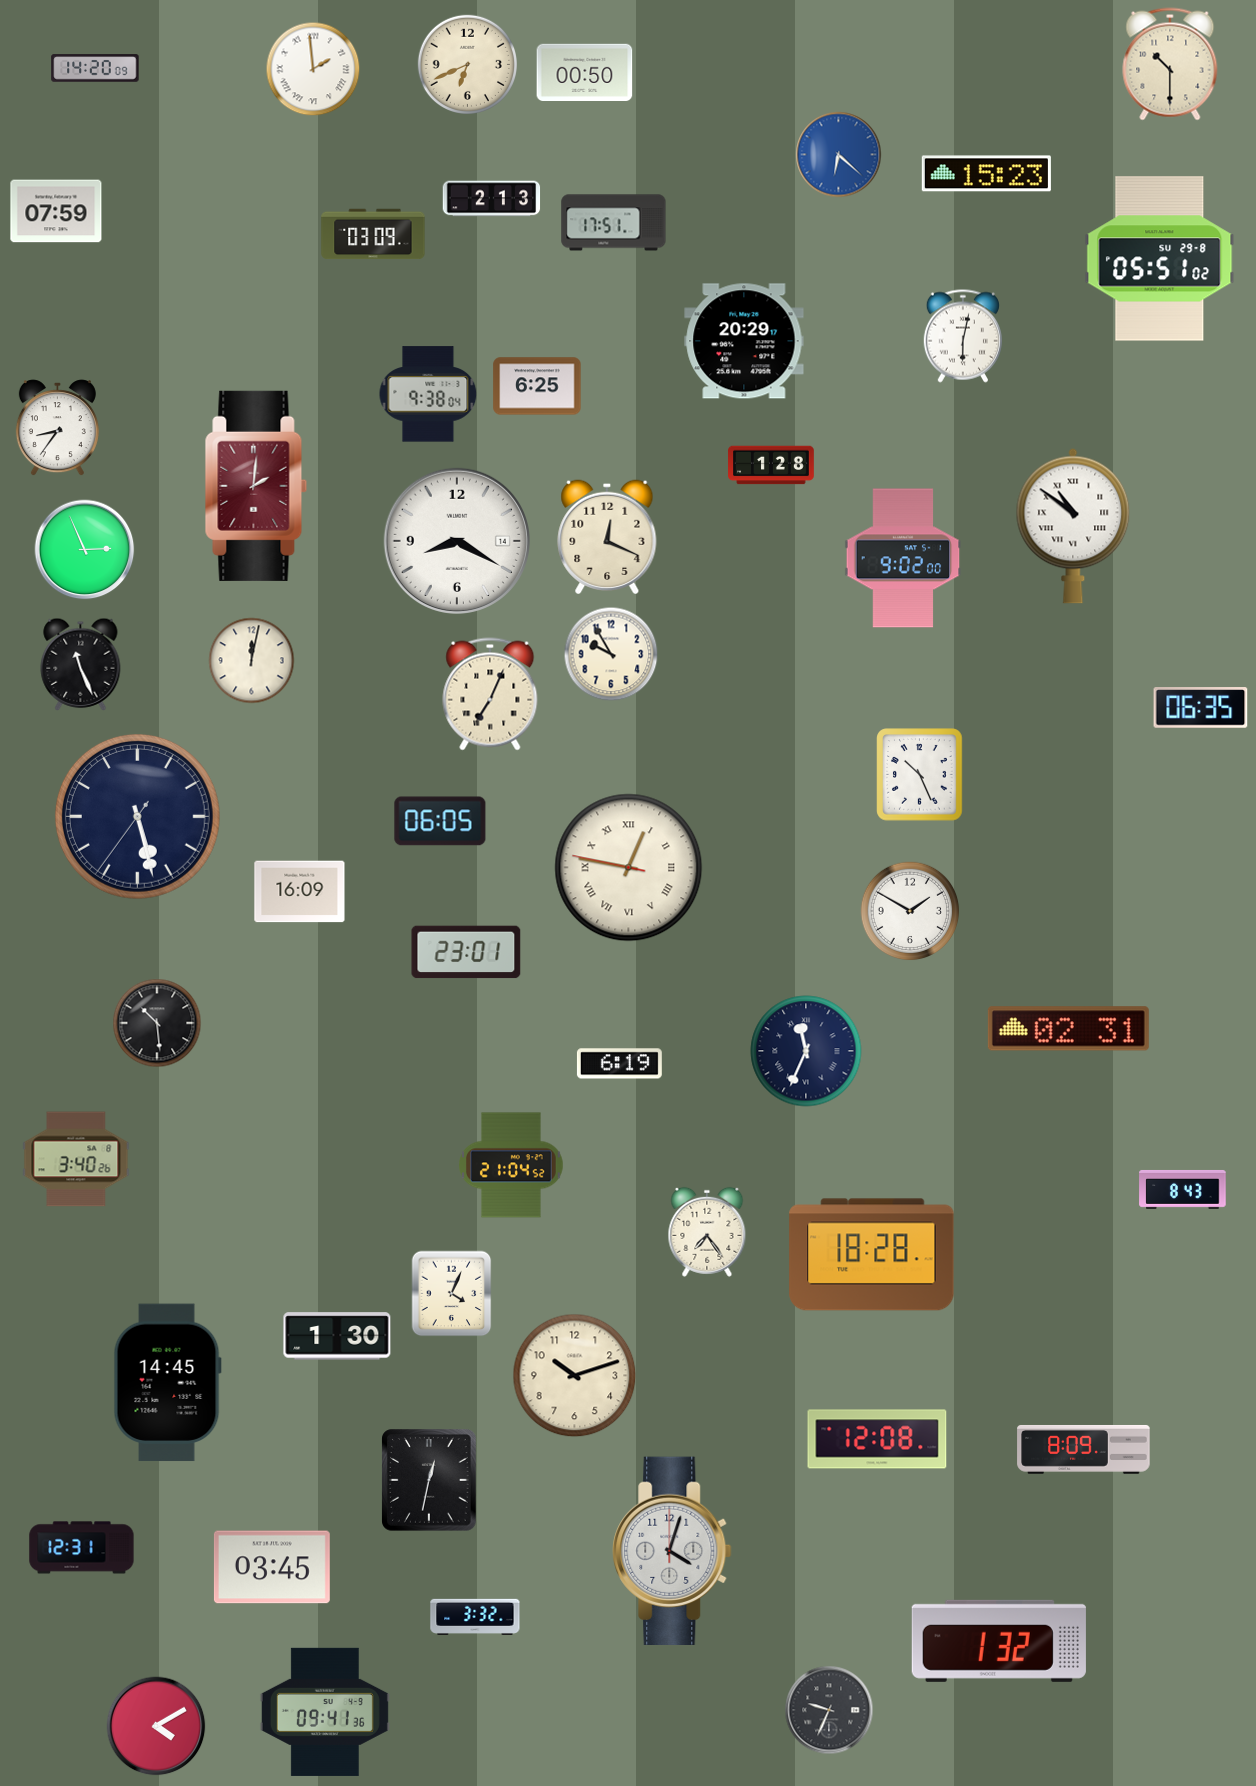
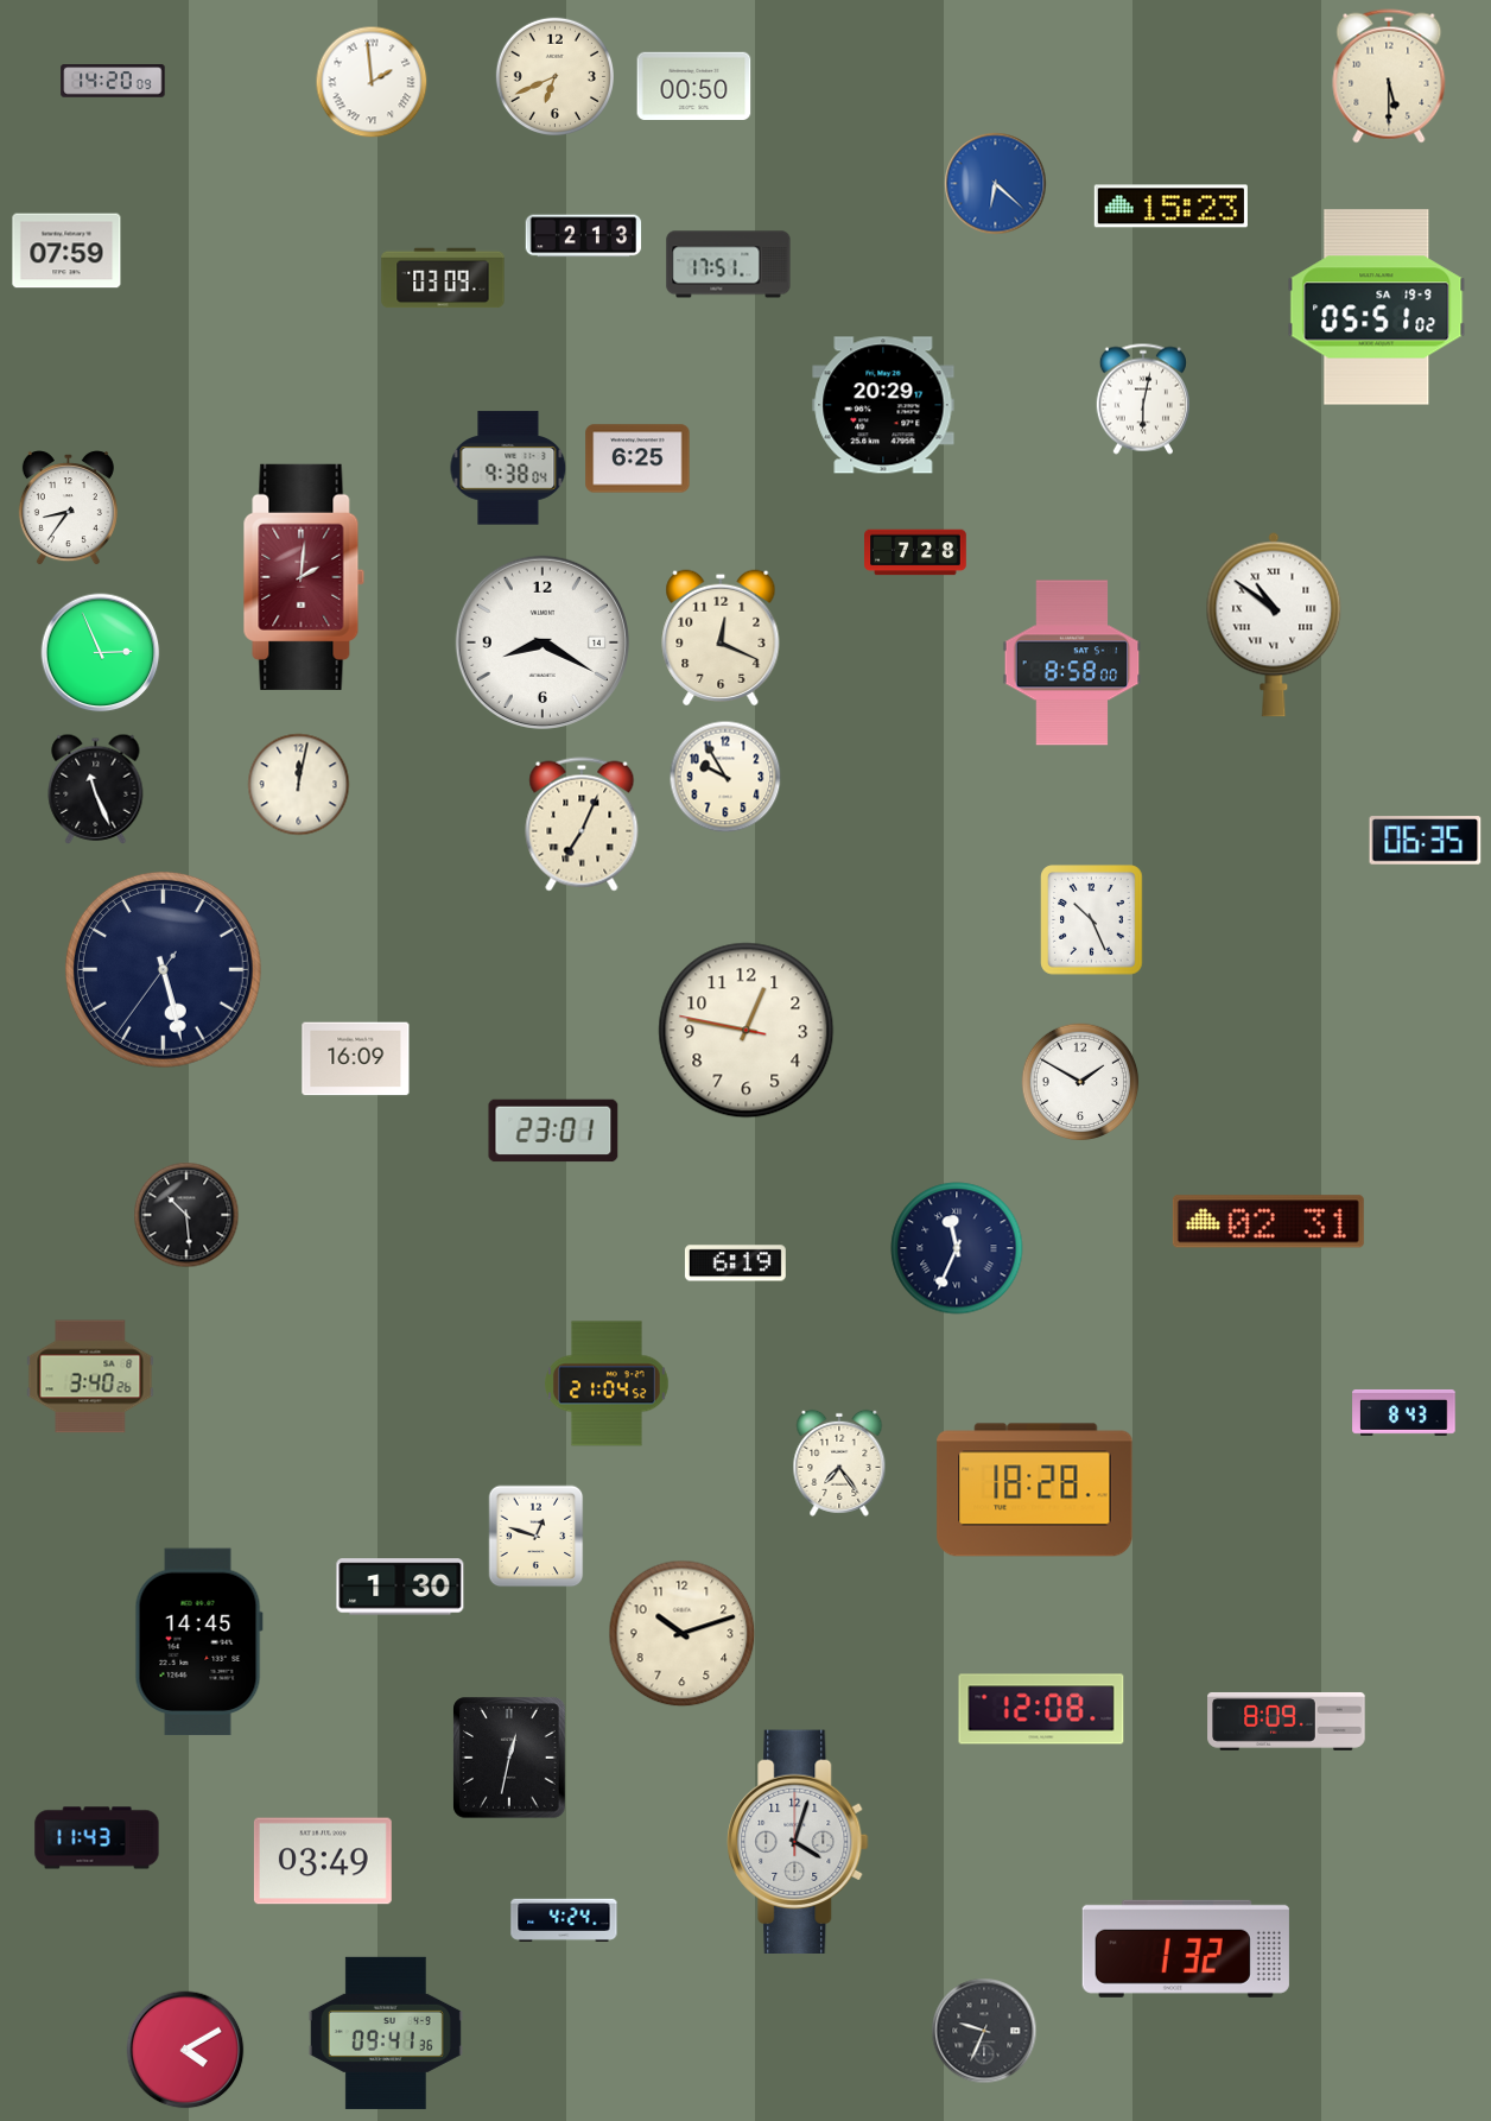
clock at (1170, 64): 10:30 -> 5:30
clock at (1160, 259) date: SU 29-8 -> SA 19-9
clock at (771, 465): 1:28 -> 7:28
clock at (903, 558): 9:02 -> 8:58
clock at (440, 821): 06:05 -> none
clock at (629, 868) numerals: Roman -> Arabic
clock at (452, 1294): 4:04 -> 12:48
clock at (82, 1548): 12:31 -> 11:43
clock at (272, 1567): 03:45 -> 03:49
clock at (475, 1616): 3:32 -> 4:24
